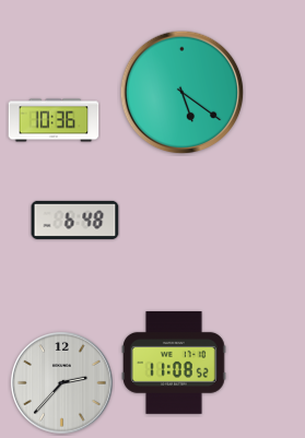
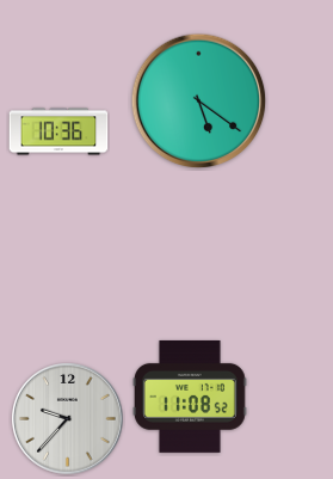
clock at (75, 220): 6:48 -> none
clock at (62, 383): 2:37 -> 9:37
